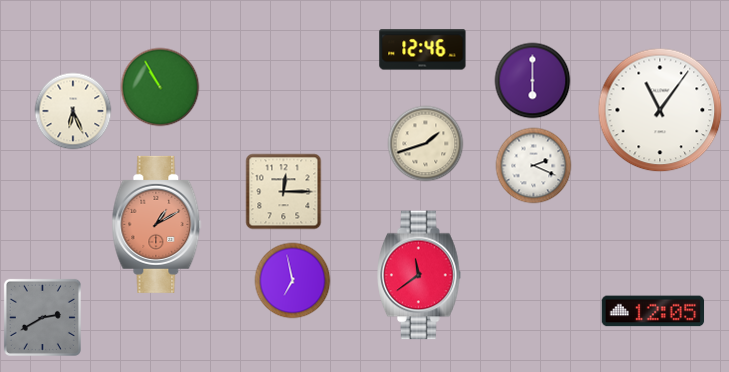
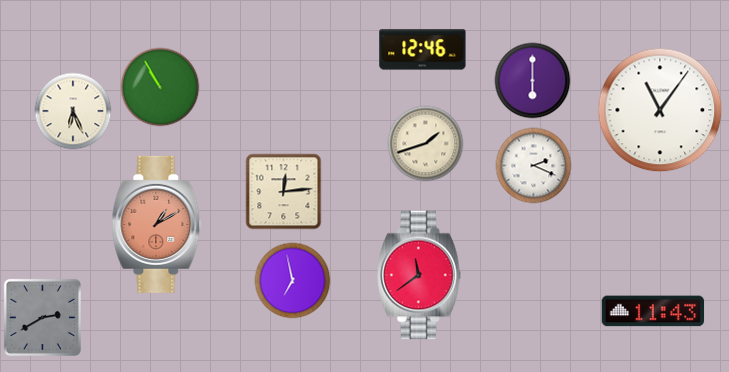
clock at (284, 192): 12:15 -> 12:14
clock at (653, 311): 12:05 -> 11:43
